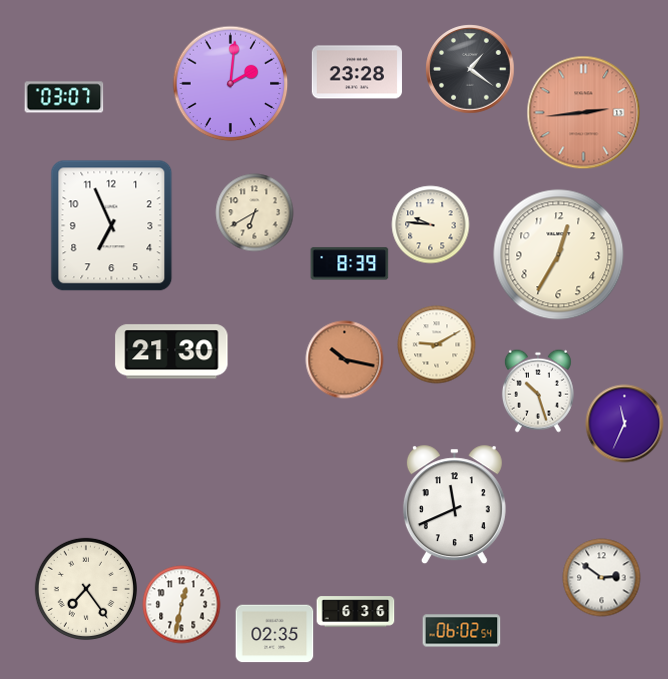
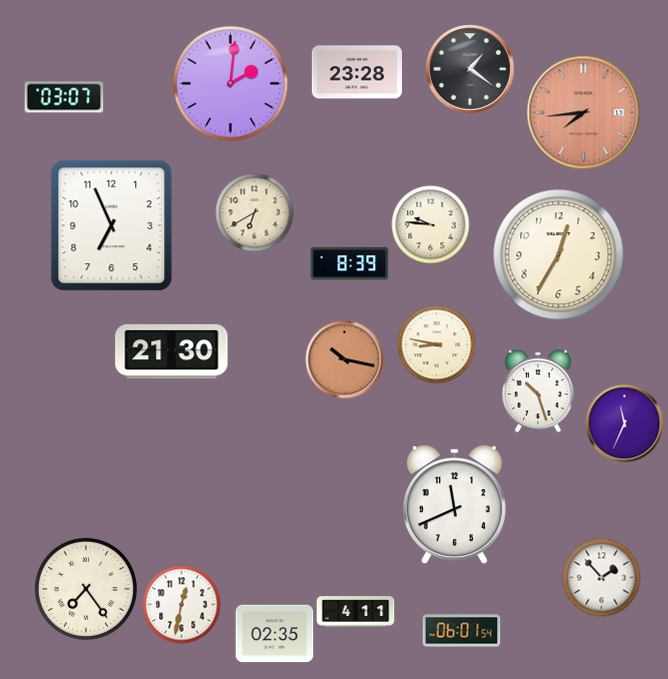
clock at (583, 112): 2:44 -> 7:44
clock at (436, 344): 9:10 -> 8:47
clock at (601, 577): 2:51 -> 1:53
clock at (355, 612): 6:36 -> 4:11
clock at (461, 631): 06:02 -> 06:01
